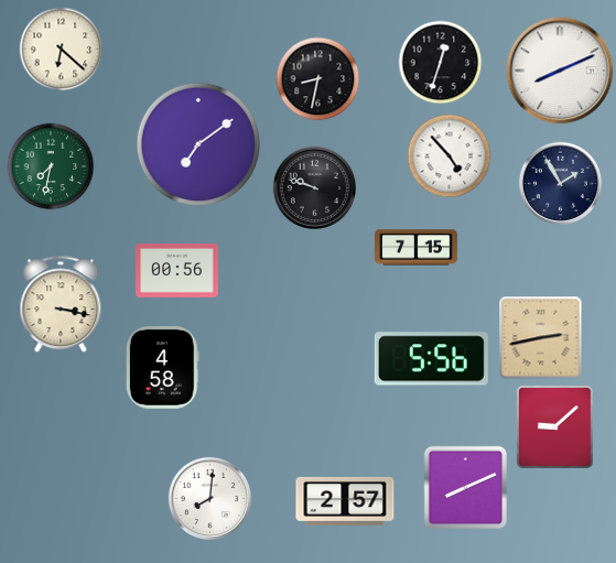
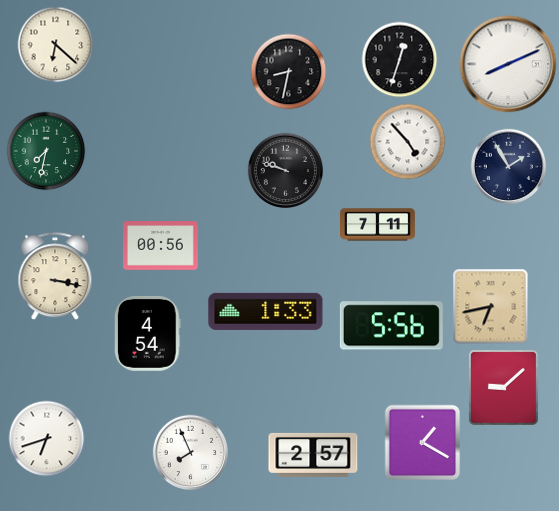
clock at (441, 63) position: (441, 63) -> (400, 60)
clock at (198, 144): 7:09 -> none
clock at (417, 248): 7:15 -> 7:11
clock at (541, 338): 2:43 -> 6:43
clock at (266, 311): none -> 1:33
clock at (163, 367): 4:58 -> 4:54
clock at (47, 439): none -> 6:42
clock at (466, 488): 8:11 -> 1:20
clock at (210, 499): 8:01 -> 7:56
